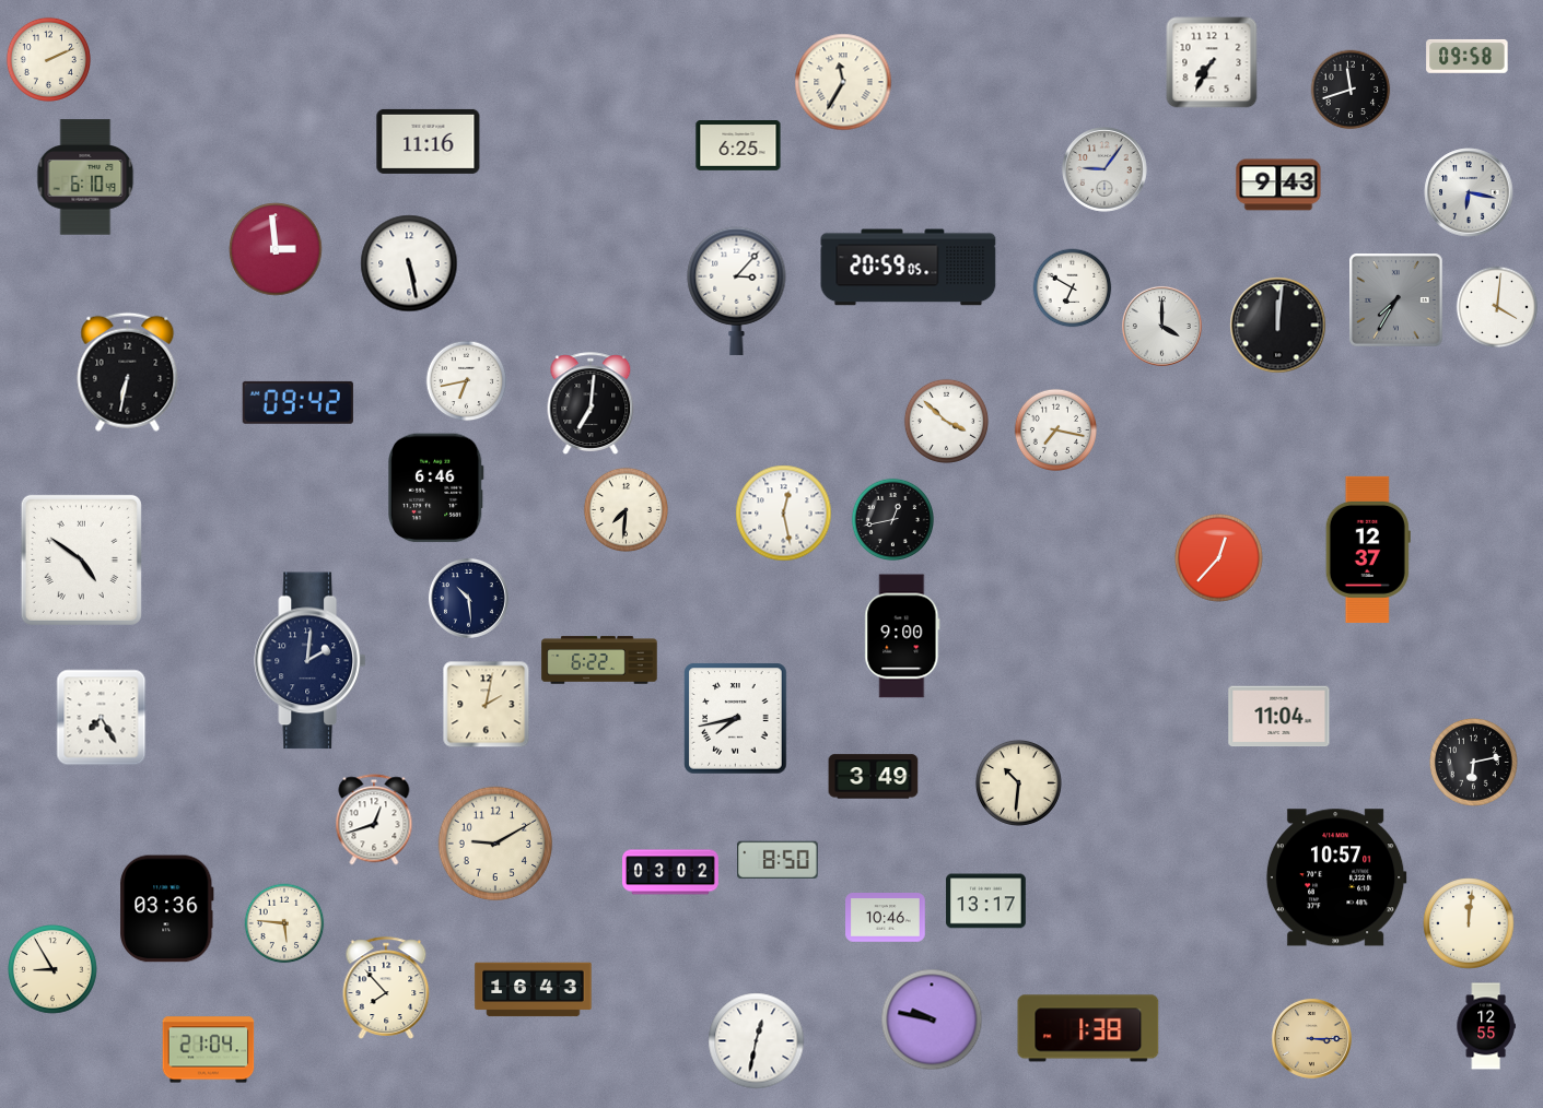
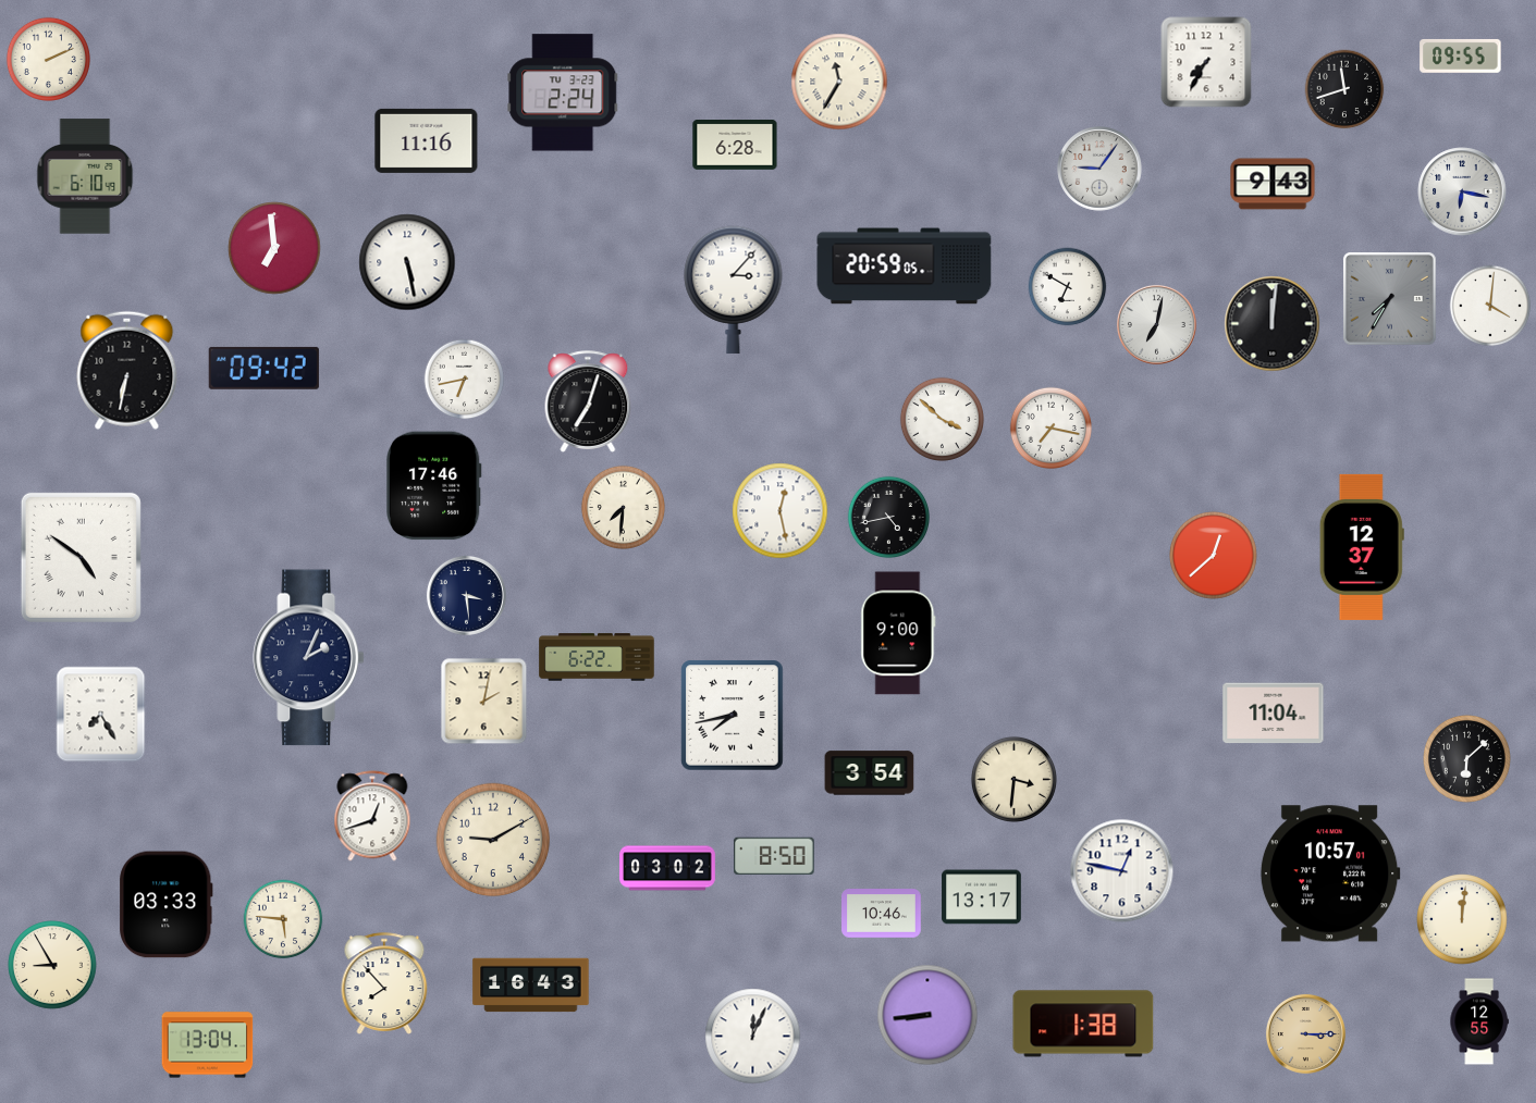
clock at (1468, 56): 09:58 -> 09:55
clock at (563, 92): none -> 2:24
clock at (738, 146): 6:25 -> 6:28
clock at (276, 249): 2:59 -> 6:59
clock at (1161, 326): 4:00 -> 7:02
clock at (297, 402) position: (297, 402) -> (263, 368)
clock at (591, 403): 7:01 -> 7:03
clock at (436, 488): 6:46 -> 17:46
clock at (893, 520): 12:43 -> 4:43
clock at (1219, 558): 12:37 -> 12:38
clock at (468, 598): 10:29 -> 3:29
clock at (311, 661): 2:01 -> 2:04
clock at (1474, 763): 6:13 -> 6:08
clock at (874, 777): 3:49 -> 3:54
clock at (1018, 782): 10:31 -> 3:31
clock at (1122, 871): none -> 12:47
clock at (167, 909): 03:36 -> 03:33
clock at (932, 1019): 9:47 -> 8:44
clock at (757, 1041): 12:32 -> 12:04
clock at (209, 1050): 21:04 -> 13:04
